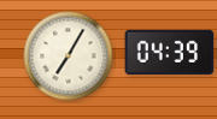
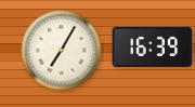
clock at (170, 52): 04:39 -> 16:39
